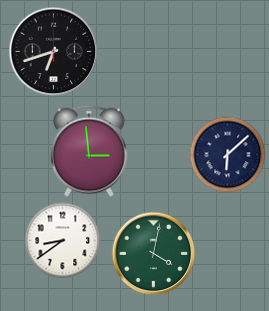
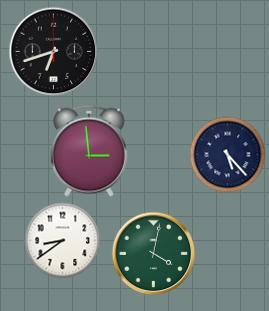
clock at (228, 155): 6:08 -> 5:23
